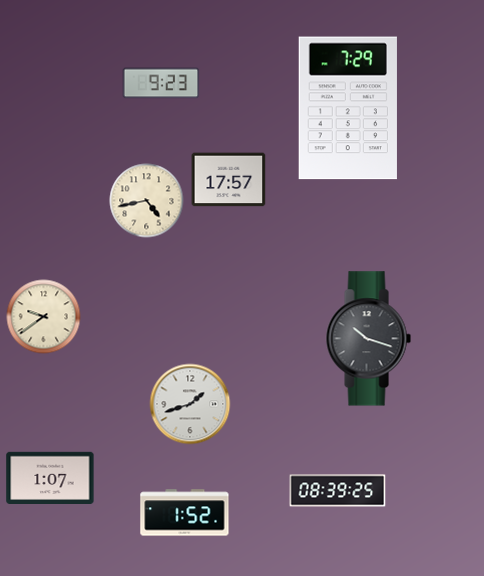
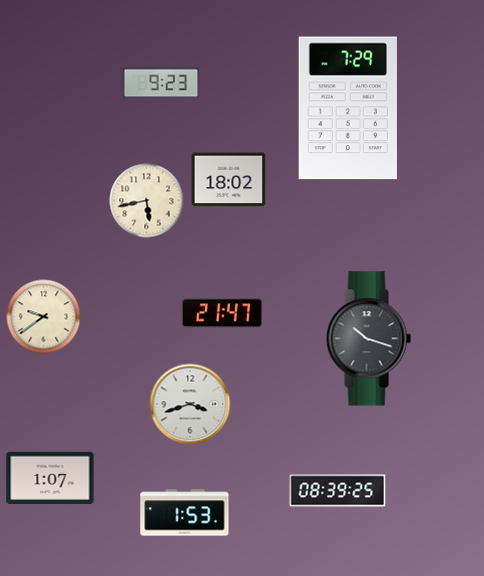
clock at (229, 180): 17:57 -> 18:02
clock at (147, 201): 4:43 -> 5:43
clock at (222, 313): none -> 21:47
clock at (190, 404): 1:42 -> 3:42
clock at (185, 513): 1:52 -> 1:53
